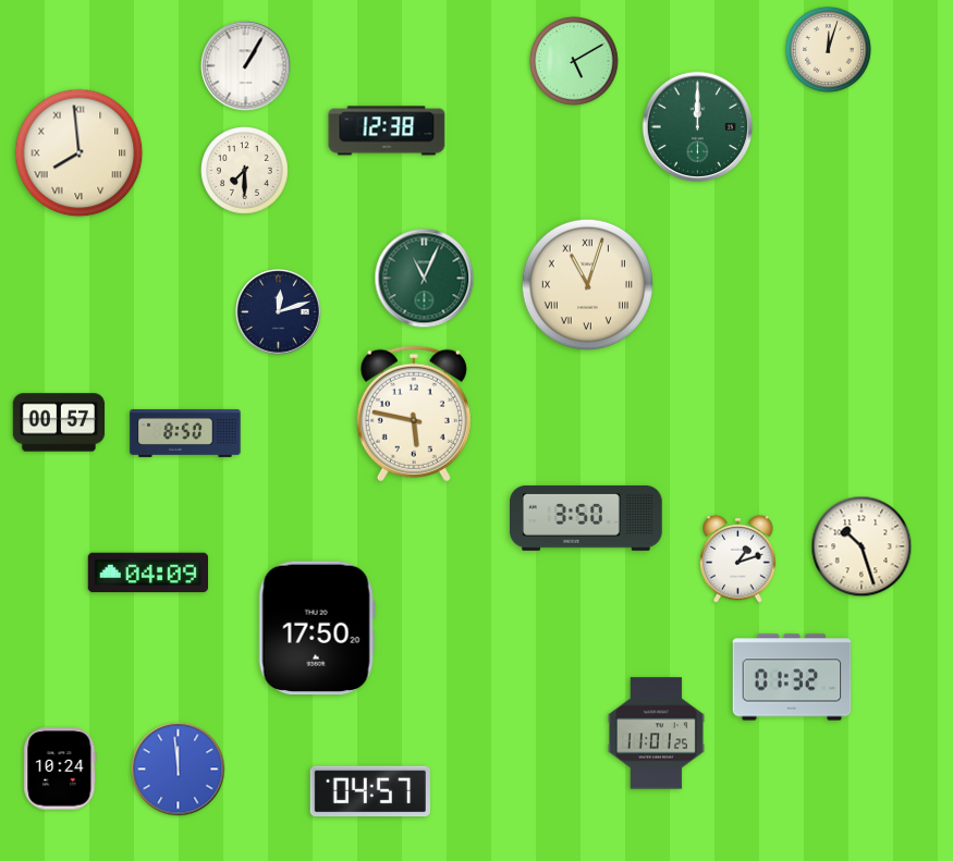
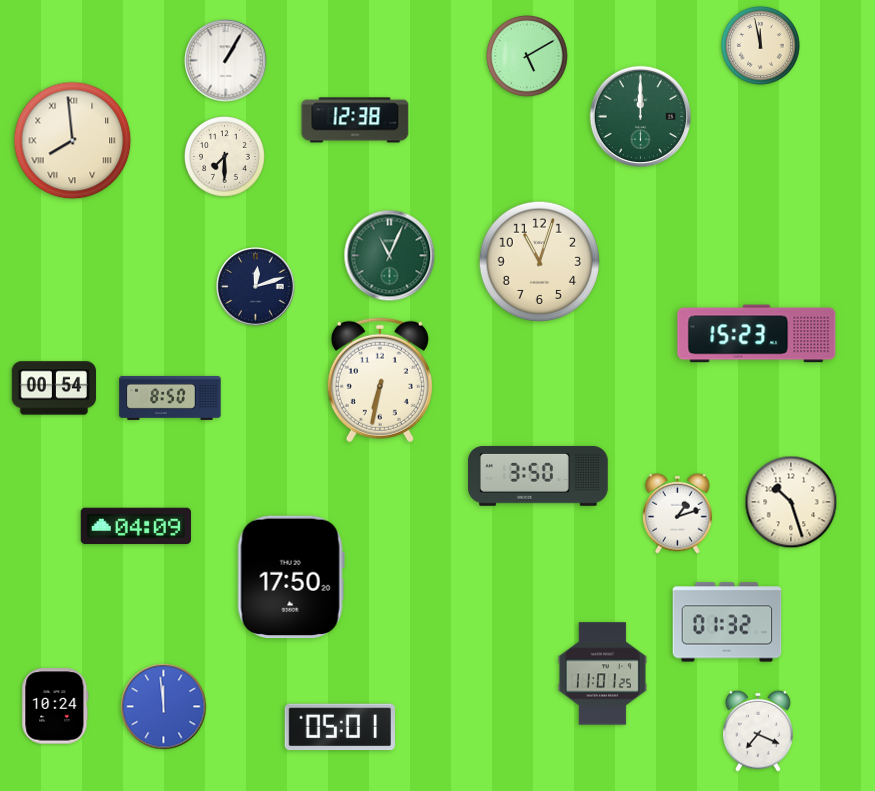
clock at (828, 49): 12:03 -> 11:58
clock at (587, 284) numerals: Roman -> Arabic
clock at (757, 334): none -> 15:23
clock at (414, 414): 5:47 -> 6:32
clock at (58, 422): 00:57 -> 00:54
clock at (370, 791): 04:57 -> 05:01
clock at (759, 731): none -> 7:19
